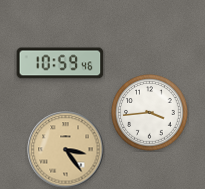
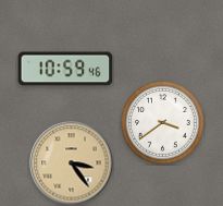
clock at (150, 113): 3:44 -> 3:39
